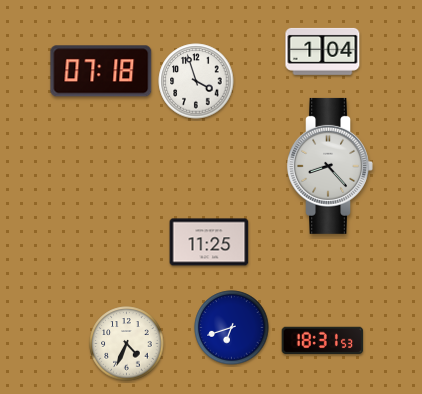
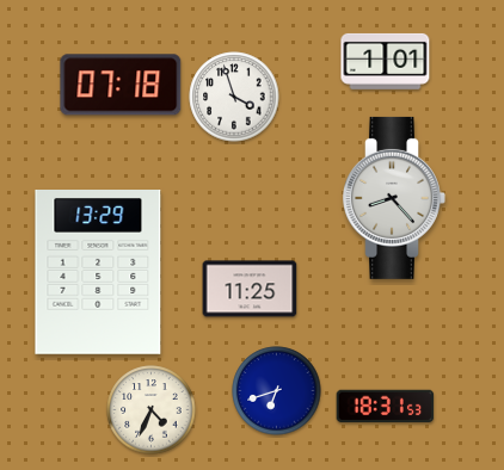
clock at (323, 51): 1:04 -> 1:01
clock at (98, 273): none -> 13:29
